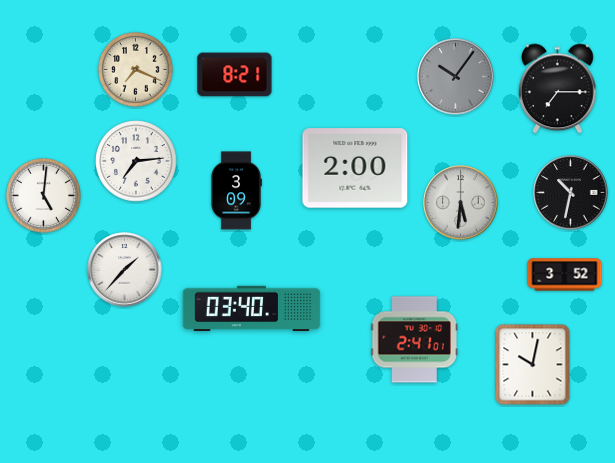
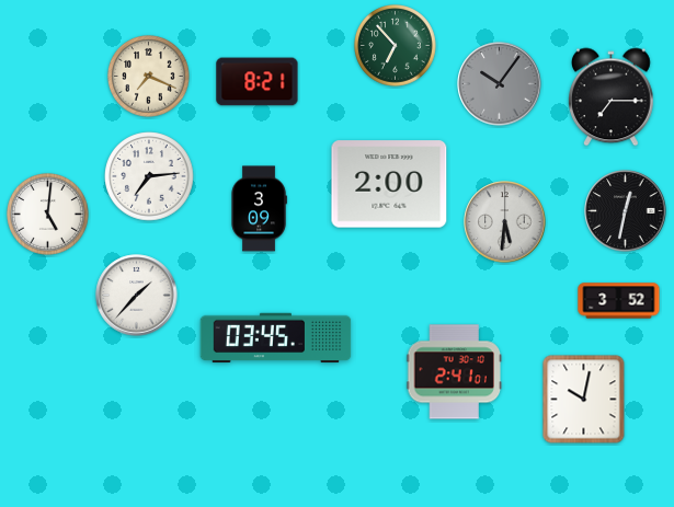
clock at (396, 46): none -> 6:53
clock at (571, 193): 10:32 -> 12:32
clock at (252, 309): 03:40 -> 03:45
